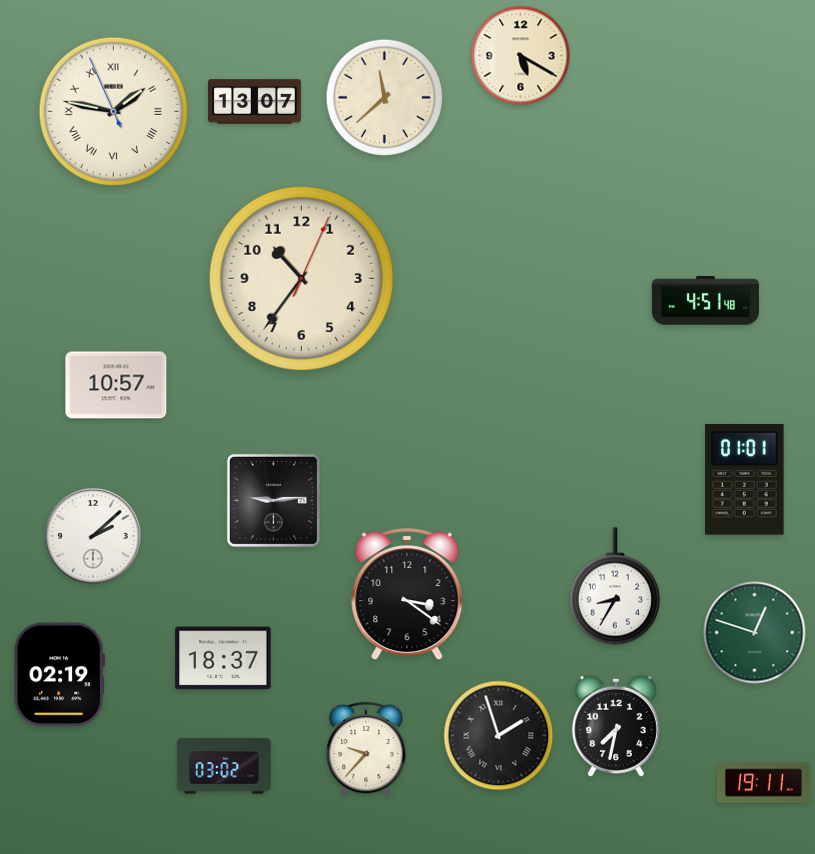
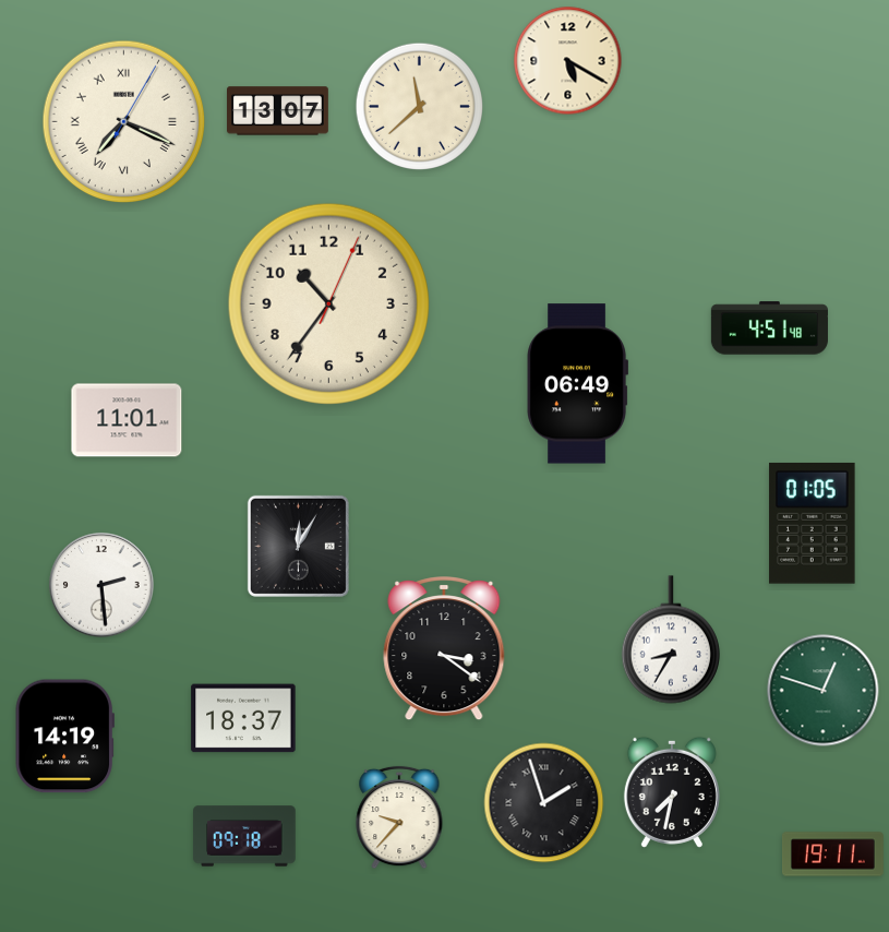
clock at (114, 112): 1:46 -> 7:19
clock at (578, 384): none -> 06:49
clock at (116, 385): 10:57 -> 11:01
clock at (745, 479): 01:01 -> 01:05
clock at (273, 500): 9:14 -> 12:05
clock at (93, 536): 2:08 -> 2:29
clock at (59, 675): 02:19 -> 14:19
clock at (224, 766): 03:02 -> 09:18
